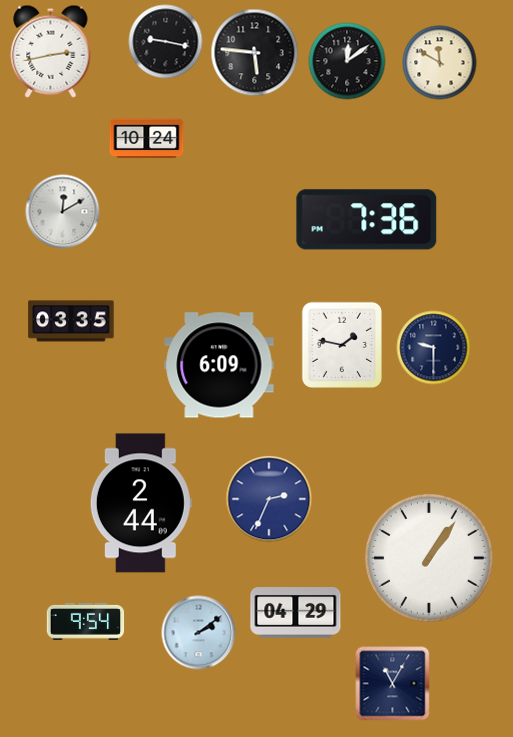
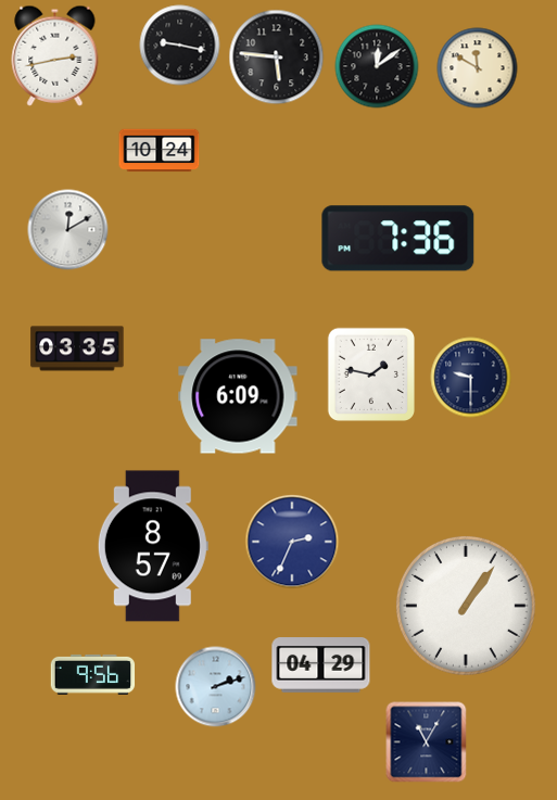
clock at (141, 503): 2:44 -> 8:57
clock at (86, 621): 9:54 -> 9:56
clock at (199, 633): 2:09 -> 2:12
